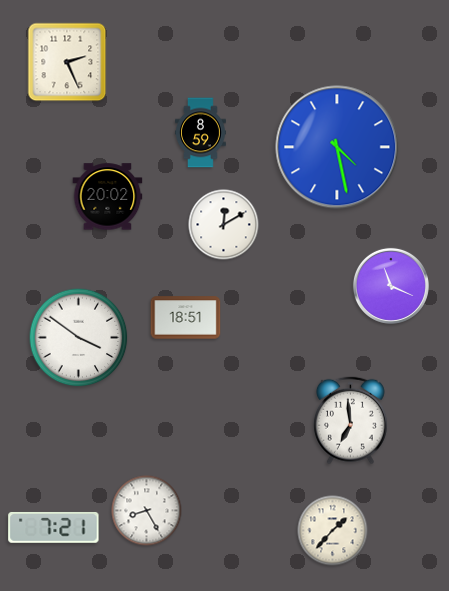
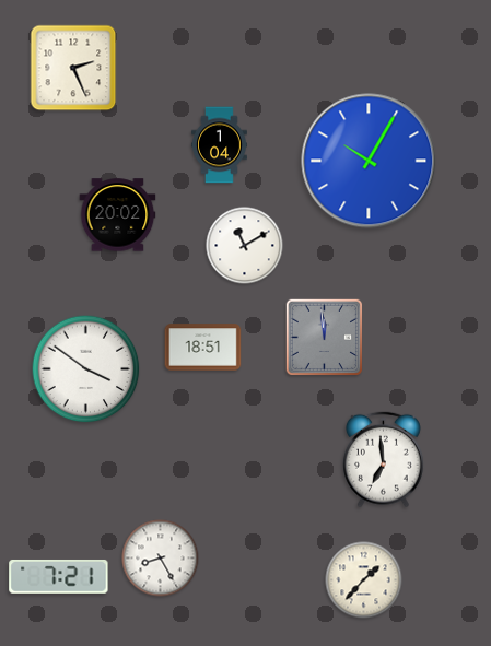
clock at (201, 133): 8:59 -> 1:04
clock at (337, 147): 4:28 -> 10:05
clock at (224, 225): 12:10 -> 11:10
clock at (391, 286): 11:19 -> none
clock at (324, 337): none -> 11:59
